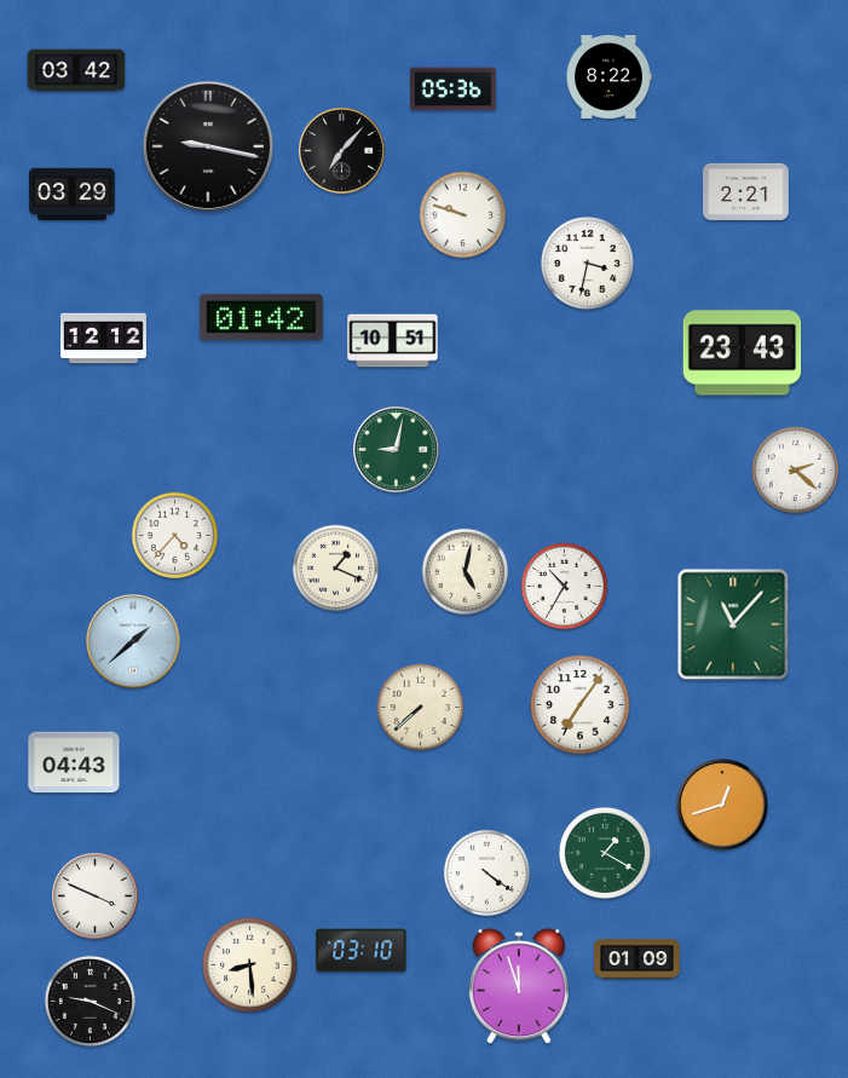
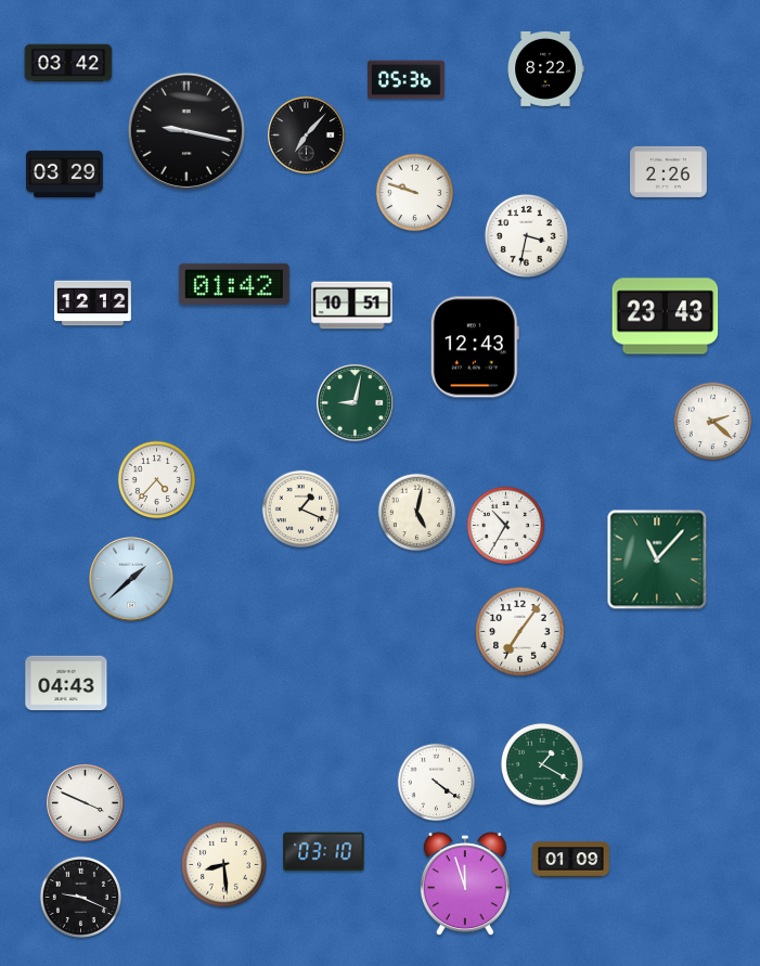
clock at (746, 191): 2:21 -> 2:26
clock at (475, 347): none -> 12:43
clock at (133, 641) position: (133, 641) -> (131, 579)
clock at (421, 708): 7:38 -> none
clock at (722, 805): 12:42 -> none
